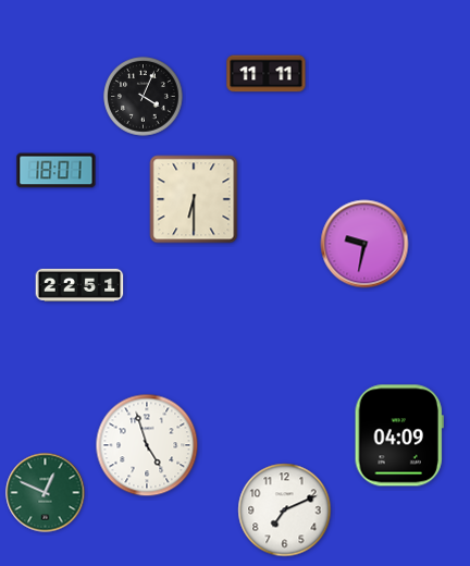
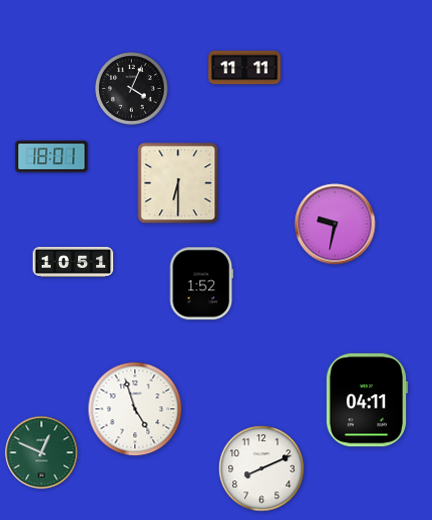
clock at (79, 285): 22:51 -> 10:51
clock at (201, 284): none -> 1:52
clock at (399, 435): 04:09 -> 04:11
clock at (285, 510): 7:11 -> 8:11
